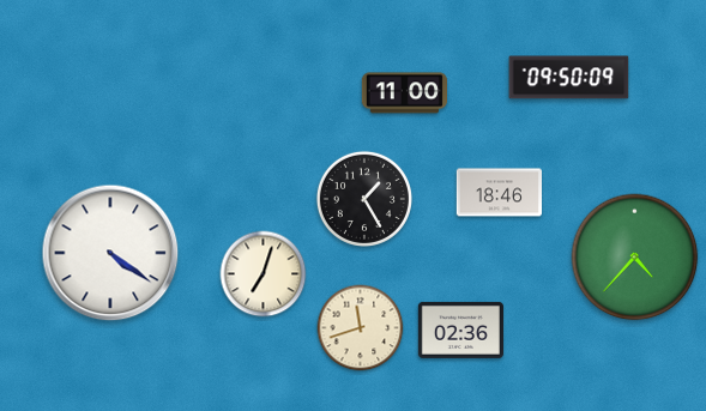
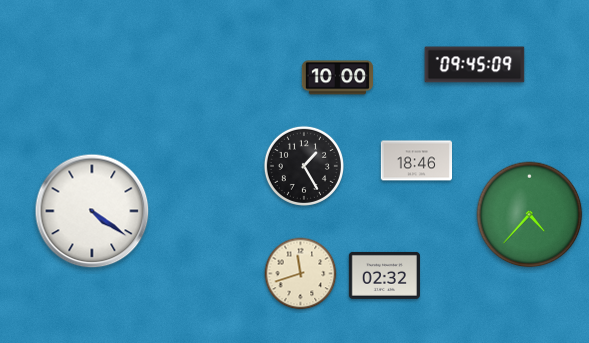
clock at (569, 78): 09:50 -> 09:45
clock at (404, 93): 11:00 -> 10:00
clock at (264, 274): 7:03 -> none
clock at (460, 330): 02:36 -> 02:32
